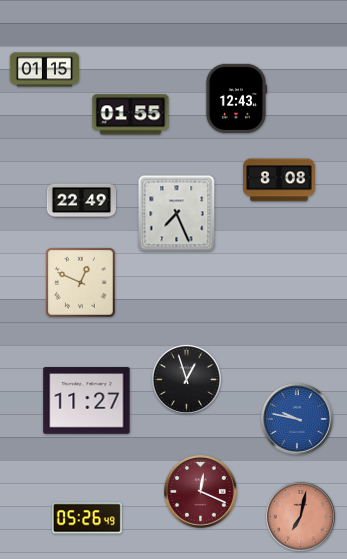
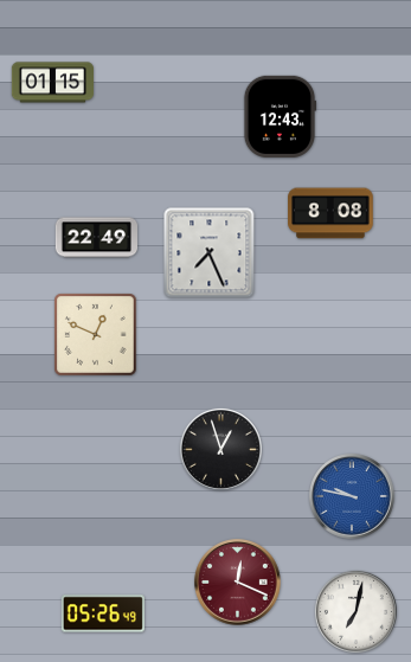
clock at (131, 115): 01:55 -> none
clock at (87, 401): 11:27 -> none
clock at (300, 516) dial: salmon -> white
